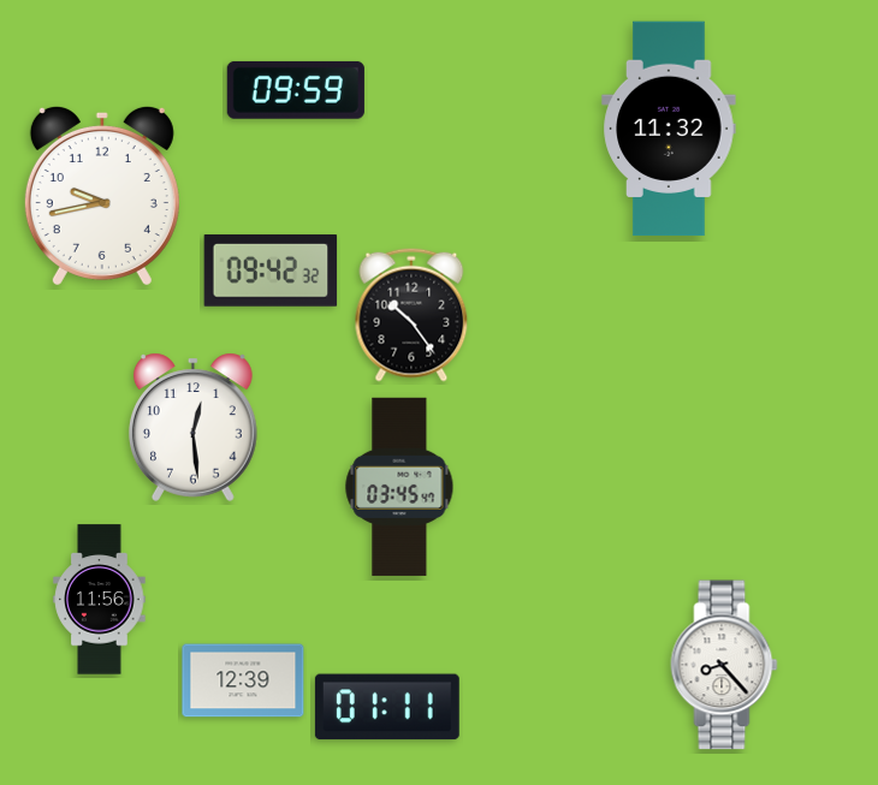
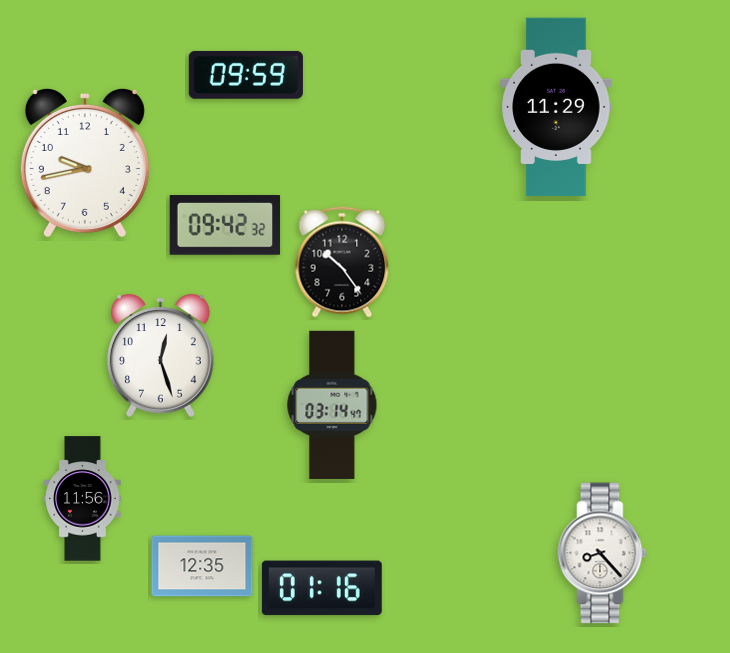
clock at (669, 129): 11:32 -> 11:29
clock at (192, 427): 12:29 -> 12:27
clock at (399, 487): 03:45 -> 03:14
clock at (243, 680): 12:39 -> 12:35
clock at (387, 707): 01:11 -> 01:16
